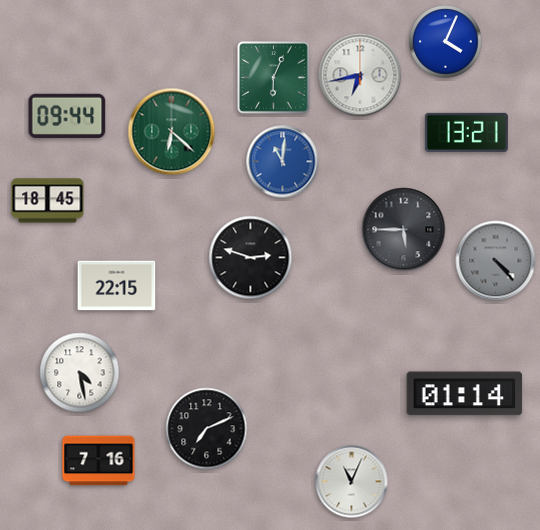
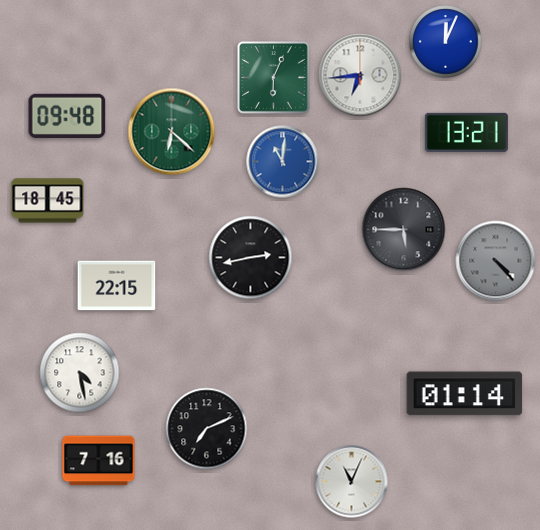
clock at (446, 42): 4:04 -> 12:04
clock at (360, 75): 6:43 -> 6:44
clock at (67, 116): 09:44 -> 09:48
clock at (251, 258): 2:48 -> 2:43
